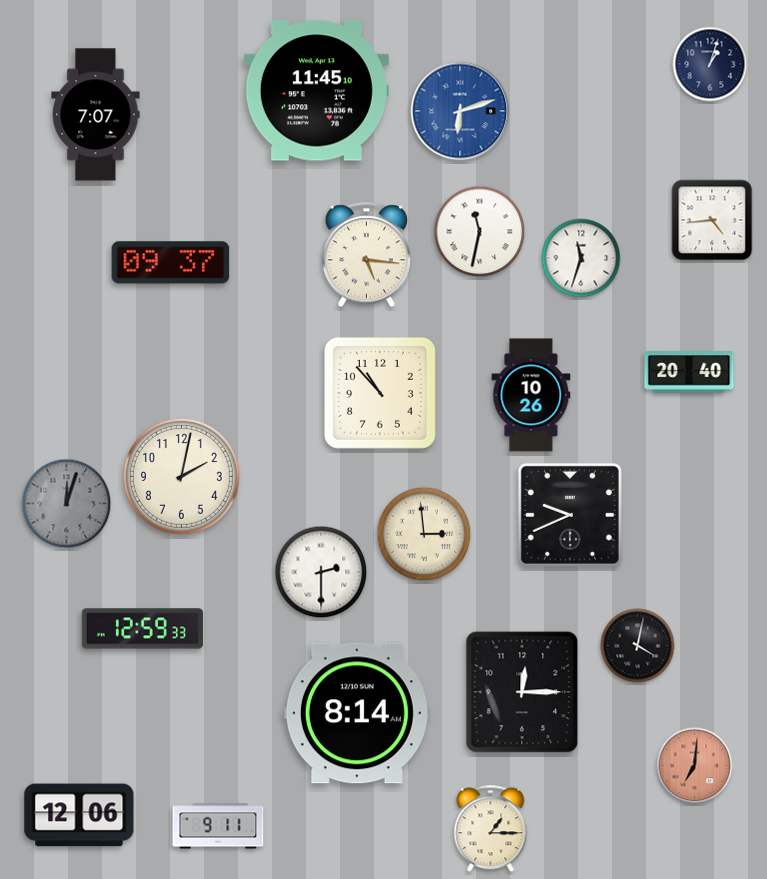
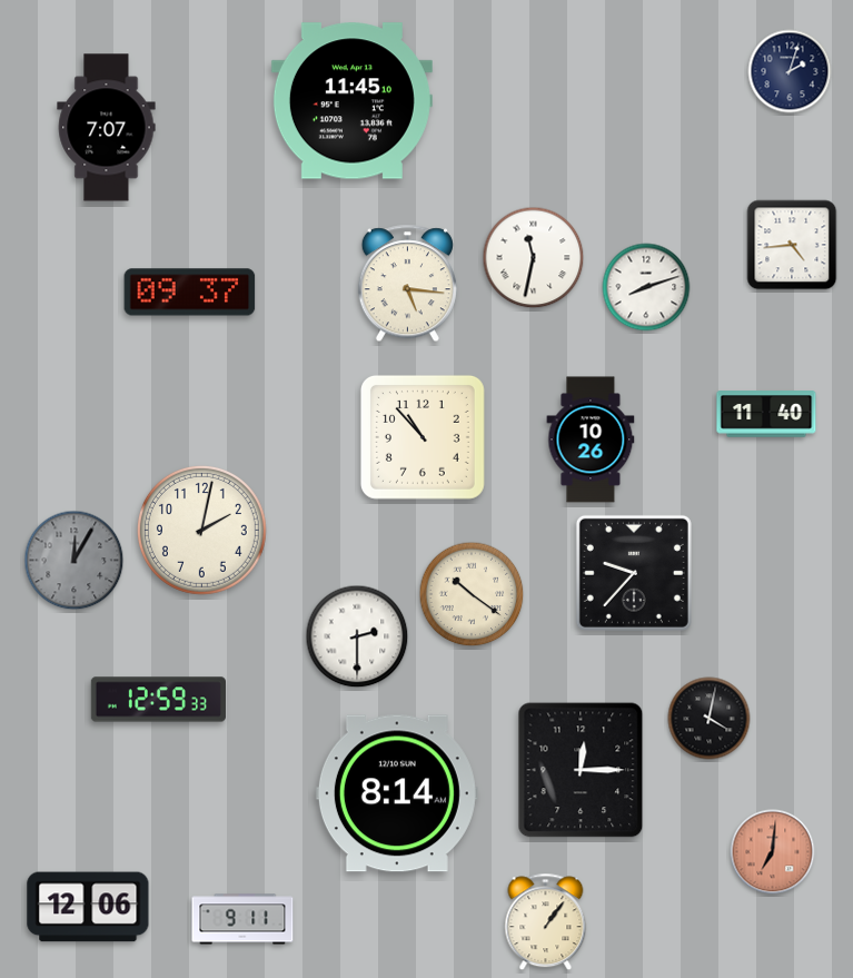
clock at (710, 64): 1:03 -> 2:03
clock at (460, 111): 6:12 -> none
clock at (581, 258): 11:33 -> 8:12
clock at (689, 372): 20:40 -> 11:40
clock at (67, 504): 12:03 -> 12:05
clock at (570, 515): 9:41 -> 9:37
clock at (424, 534): 2:59 -> 10:21
clock at (491, 829): 1:15 -> 1:06
